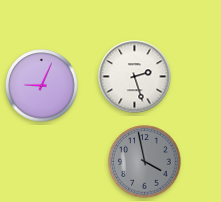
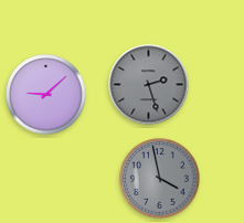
clock at (135, 77) dial: white -> grey
clock at (42, 86): 9:04 -> 9:08
